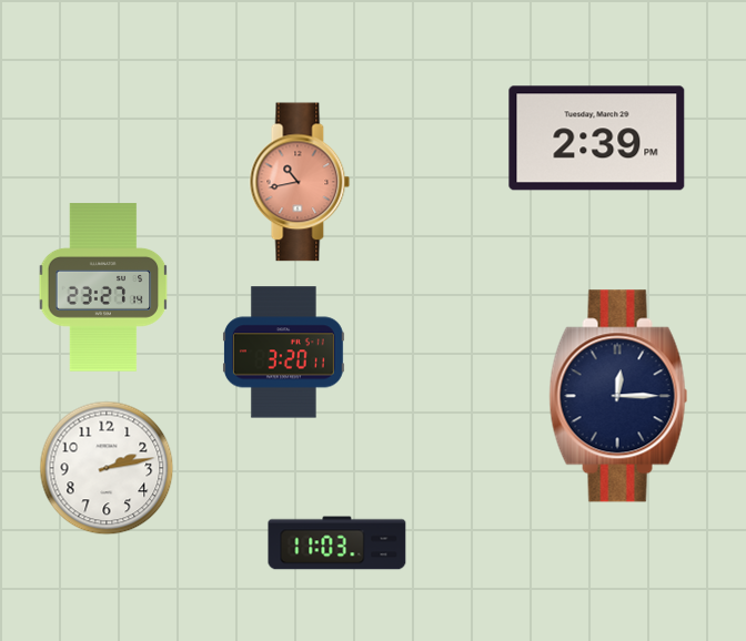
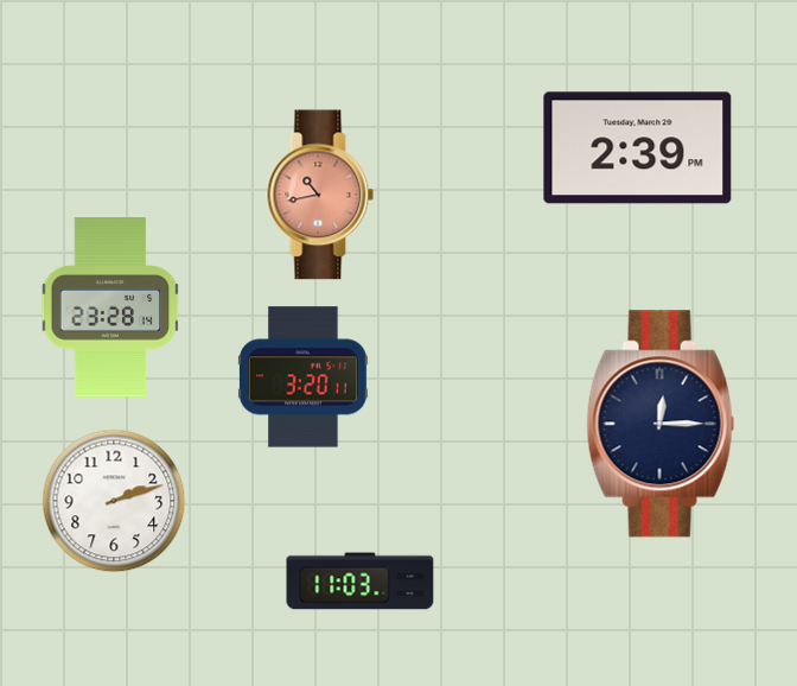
clock at (103, 287): 23:27 -> 23:28
clock at (107, 468): 2:13 -> 2:12
